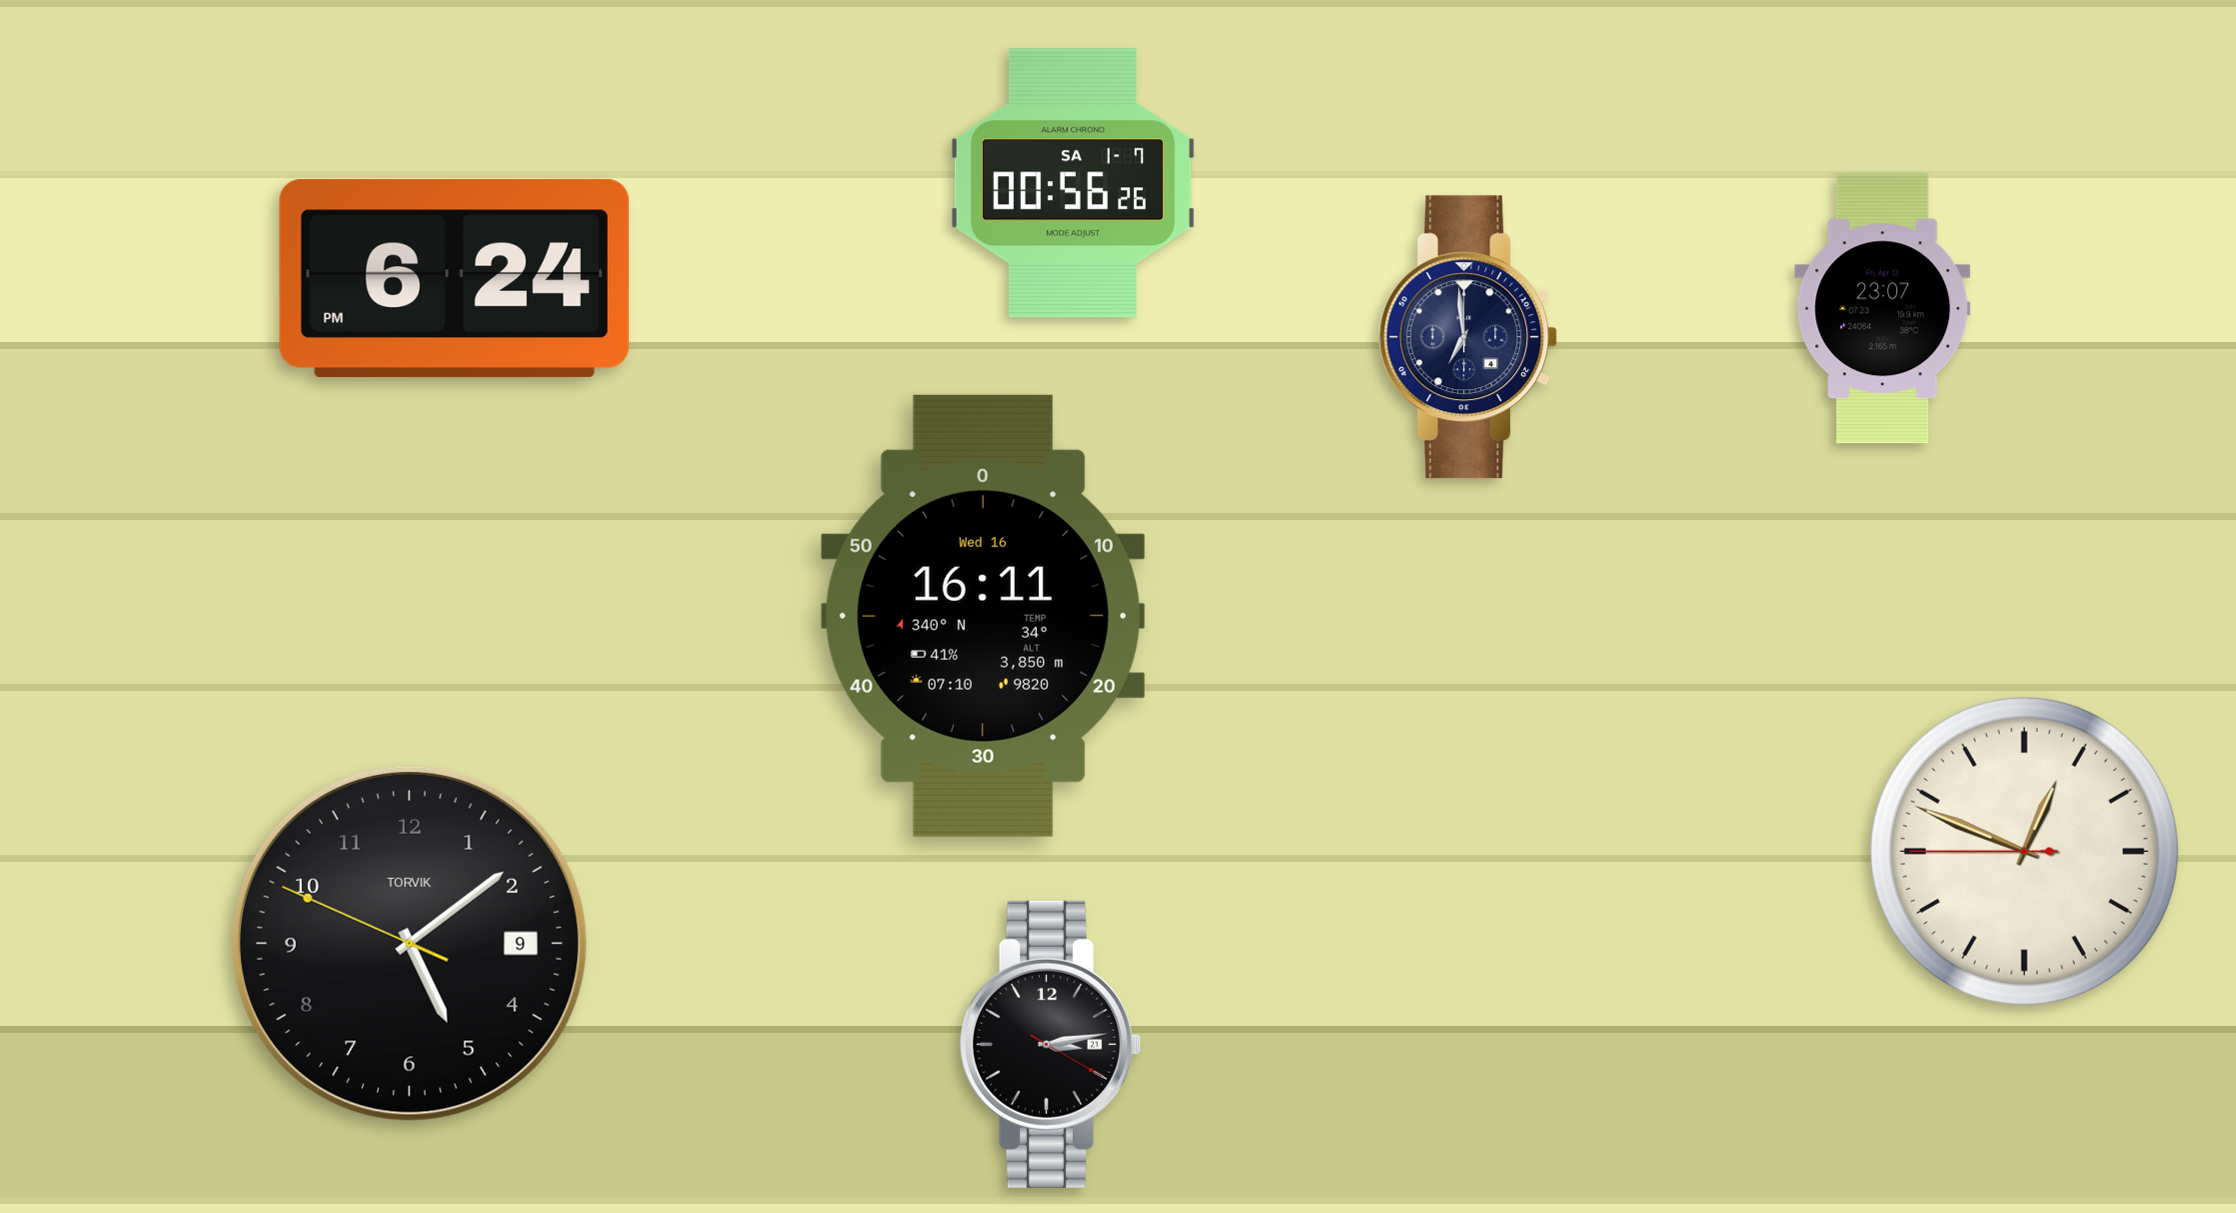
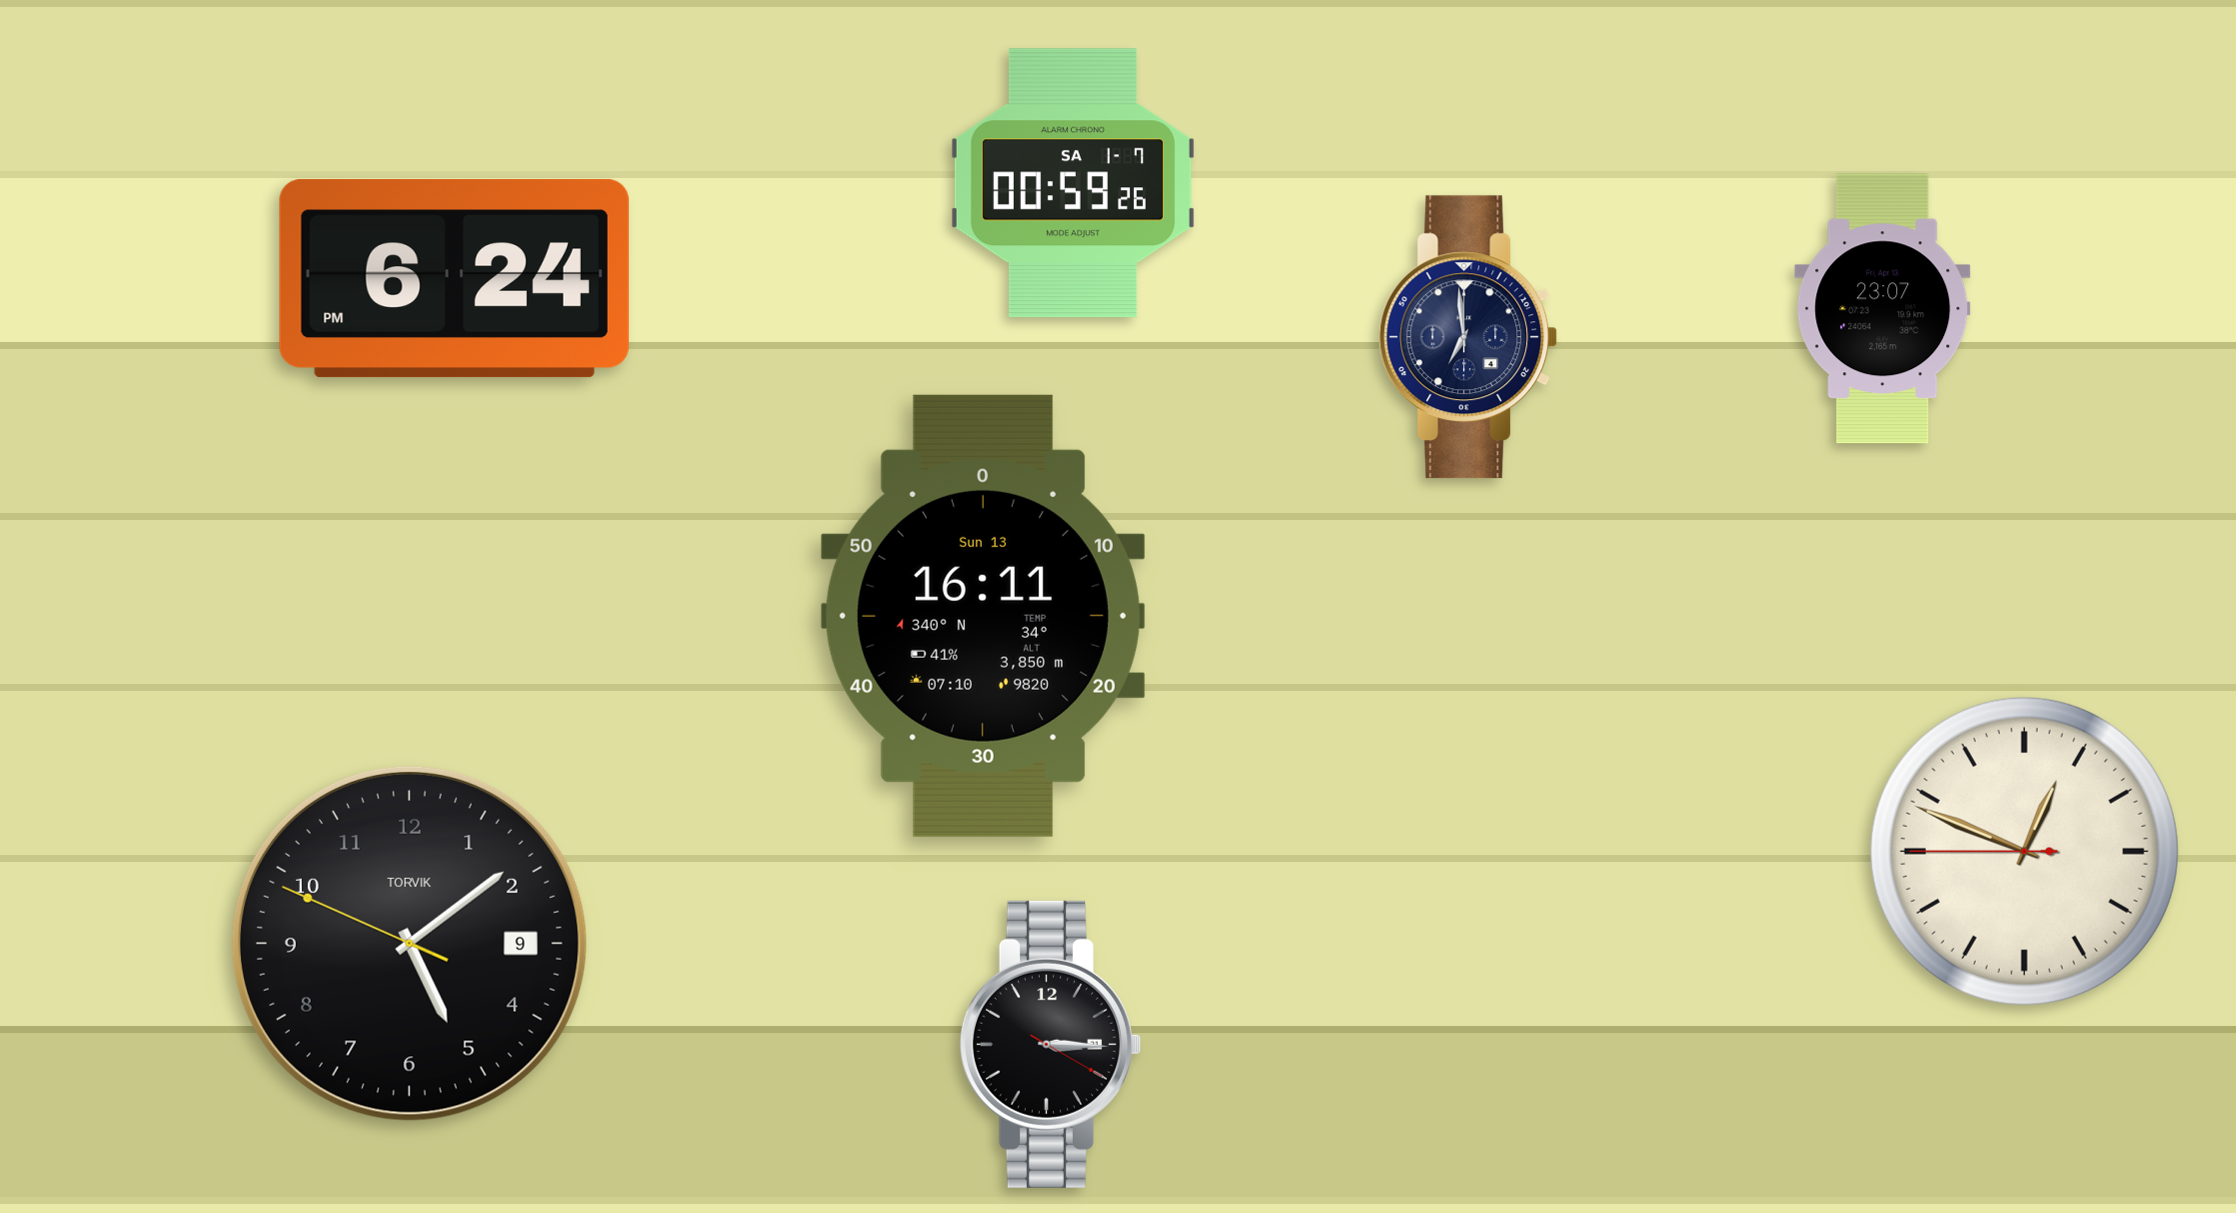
clock at (1073, 183): 00:56 -> 00:59
clock at (983, 616) date: Wed 16 -> Sun 13
clock at (1050, 1044): 3:13 -> 3:15
